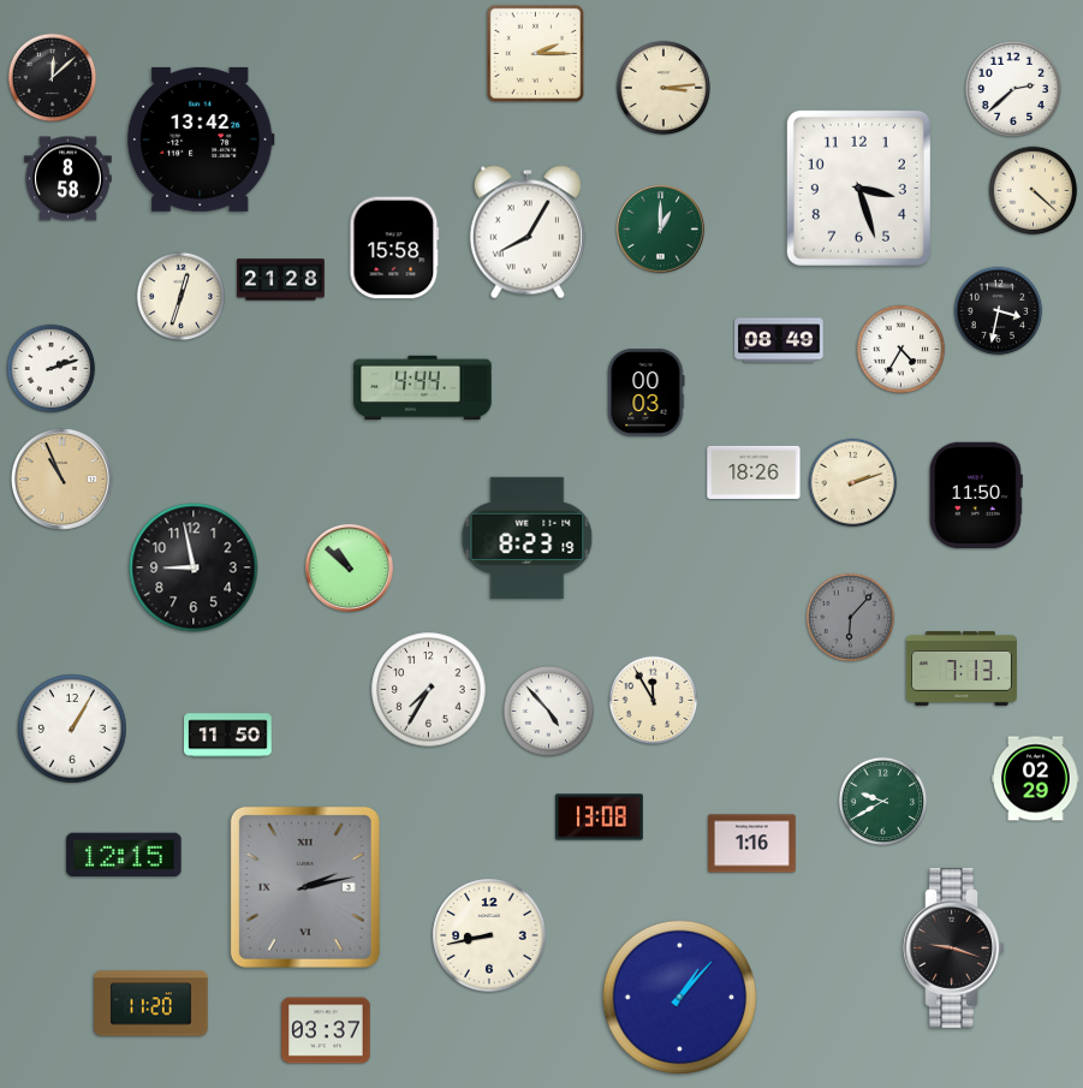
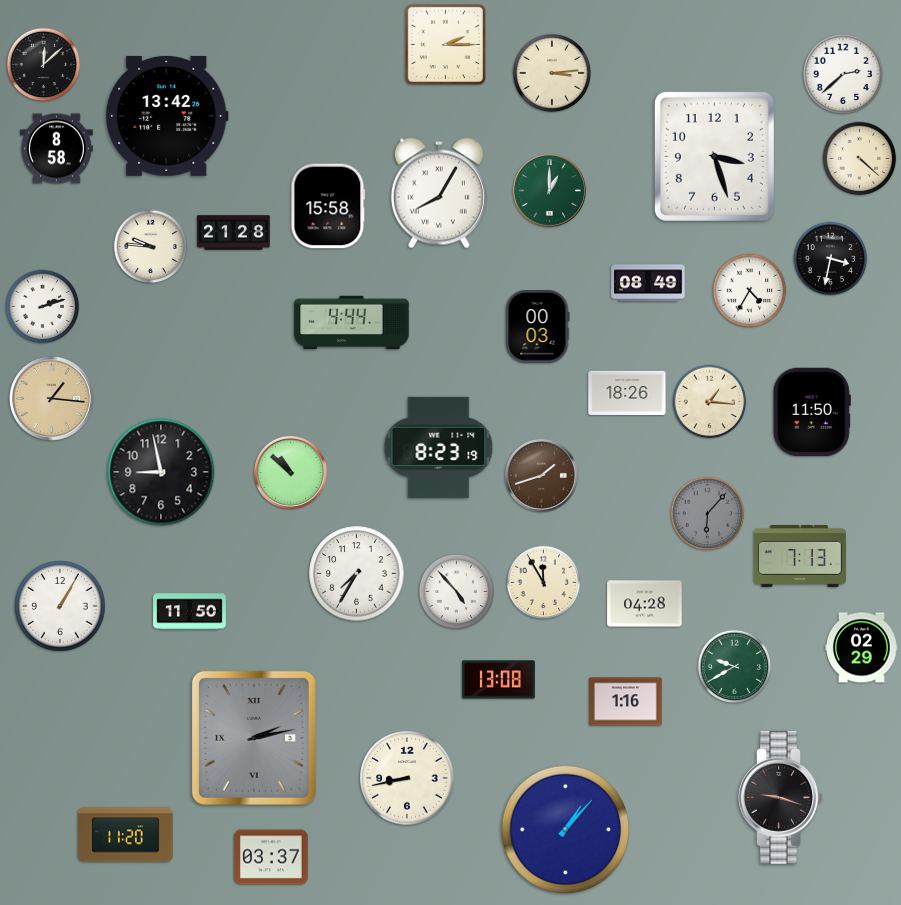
clock at (182, 297): 12:33 -> 9:46
clock at (63, 480): 10:56 -> 1:16
clock at (853, 483): 2:12 -> 1:16
clock at (541, 475): none -> 1:42
clock at (645, 604): none -> 04:28
clock at (124, 855): 12:15 -> none
clock at (953, 947) position: (953, 947) -> (780, 797)
